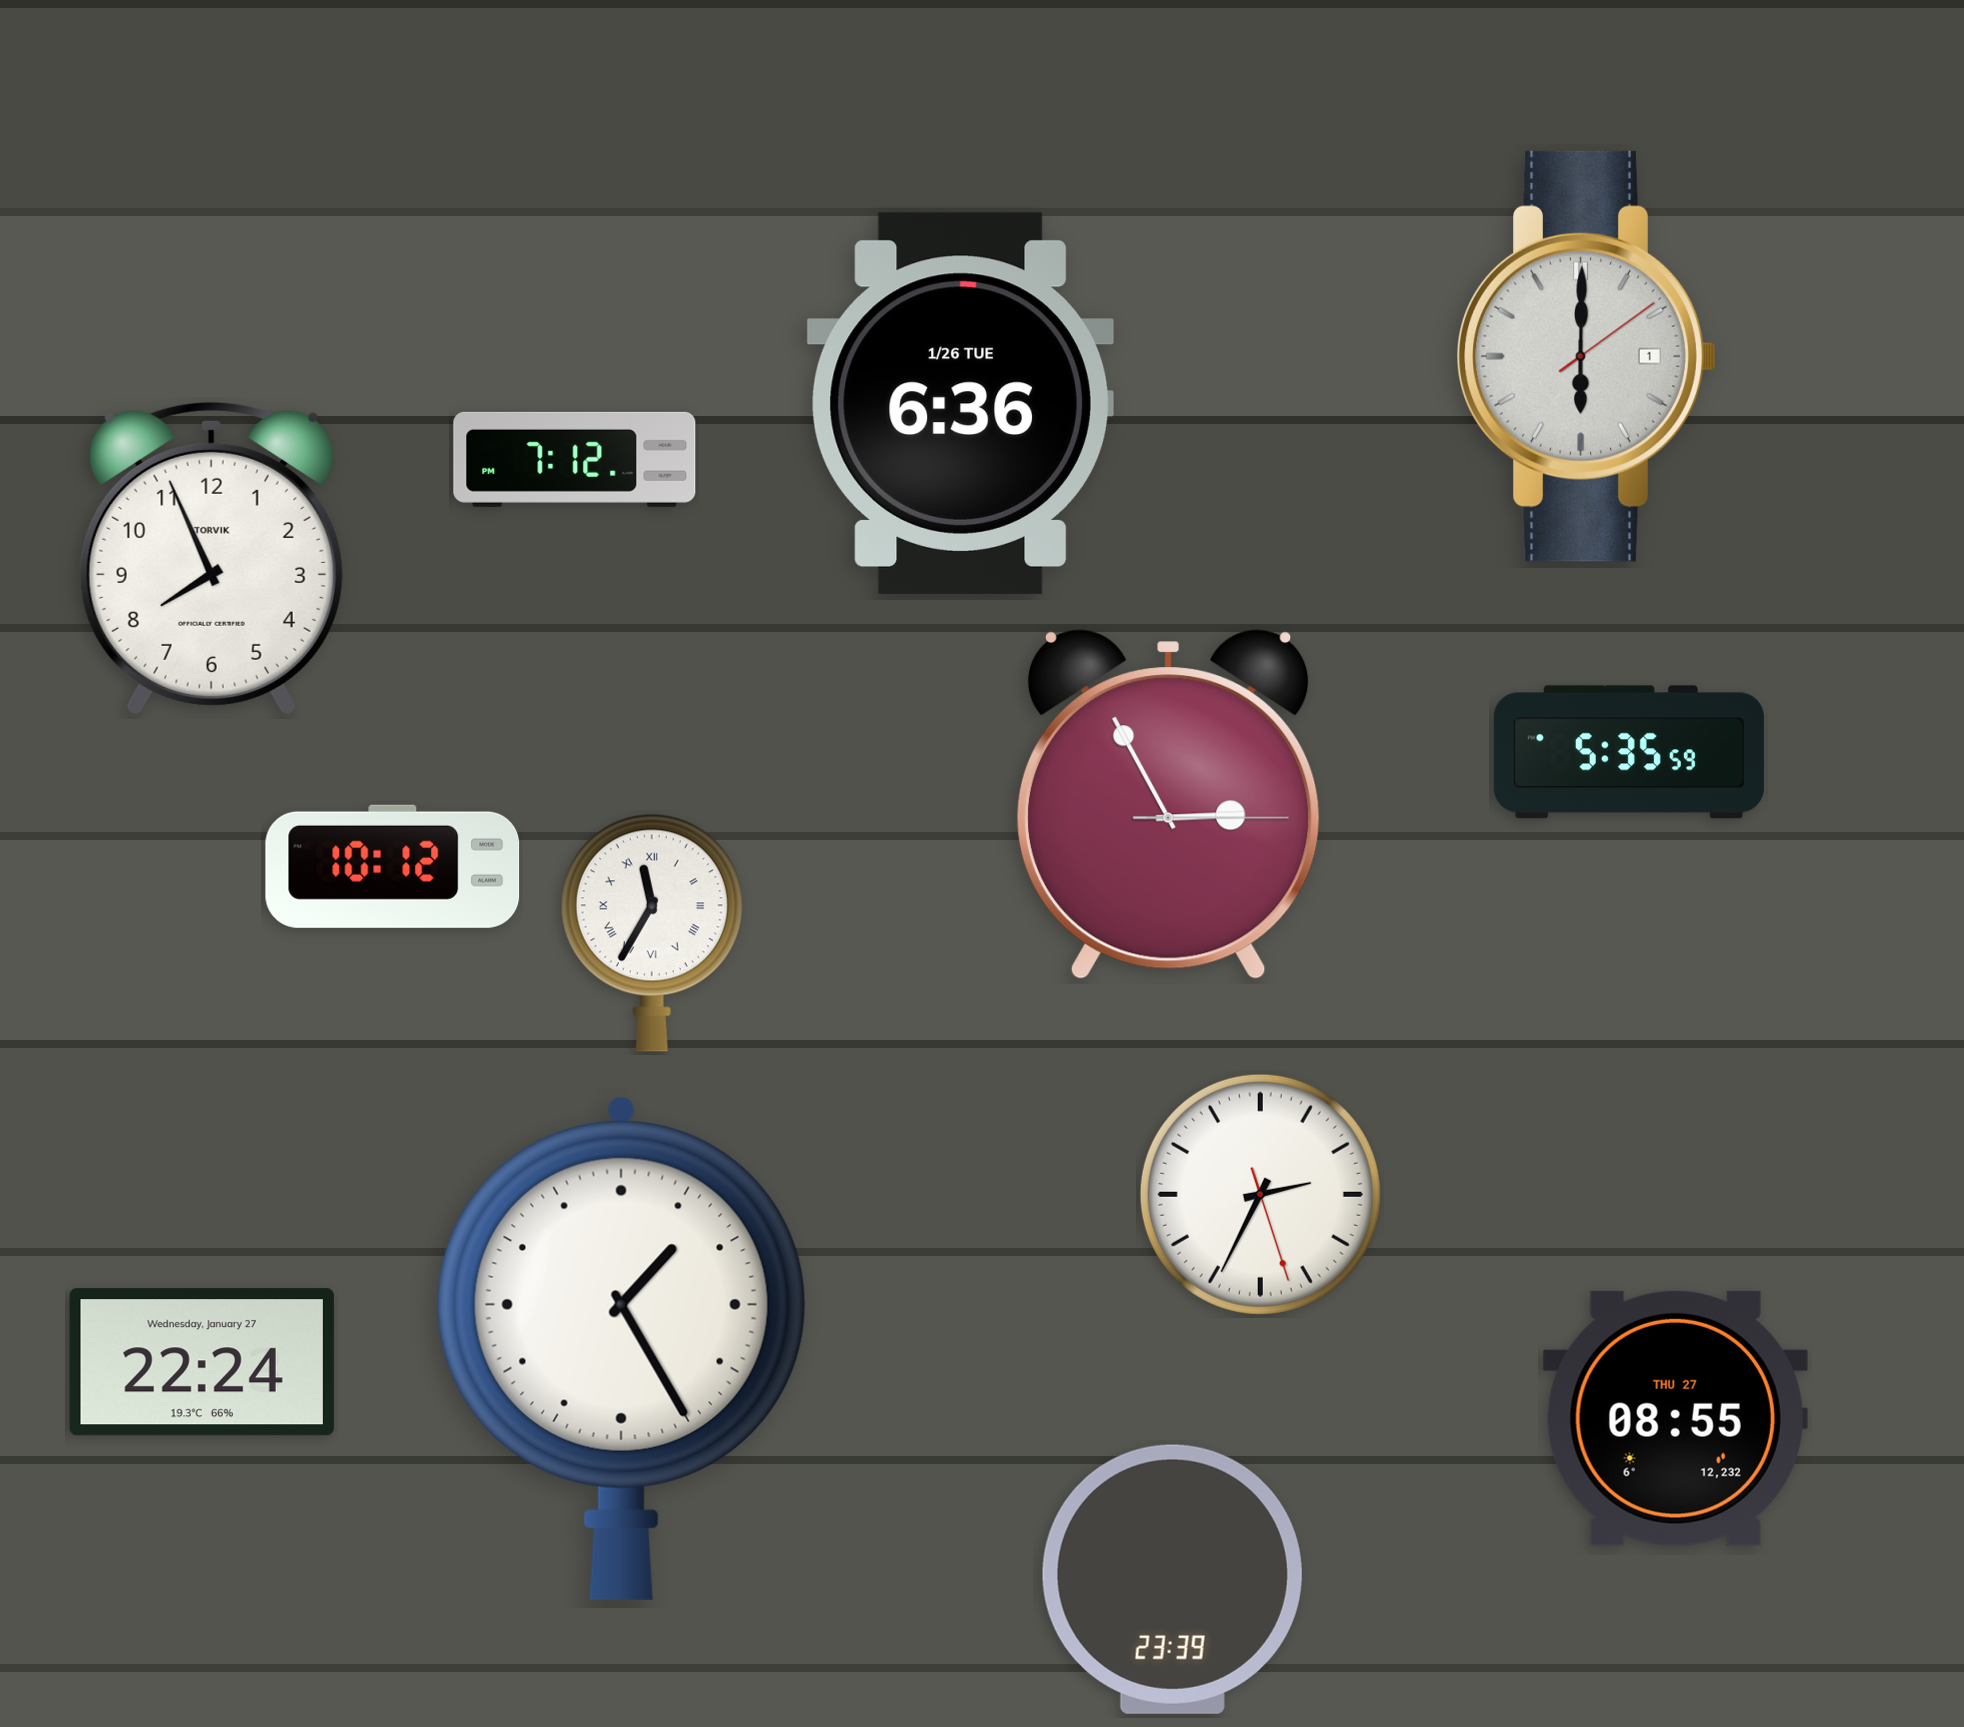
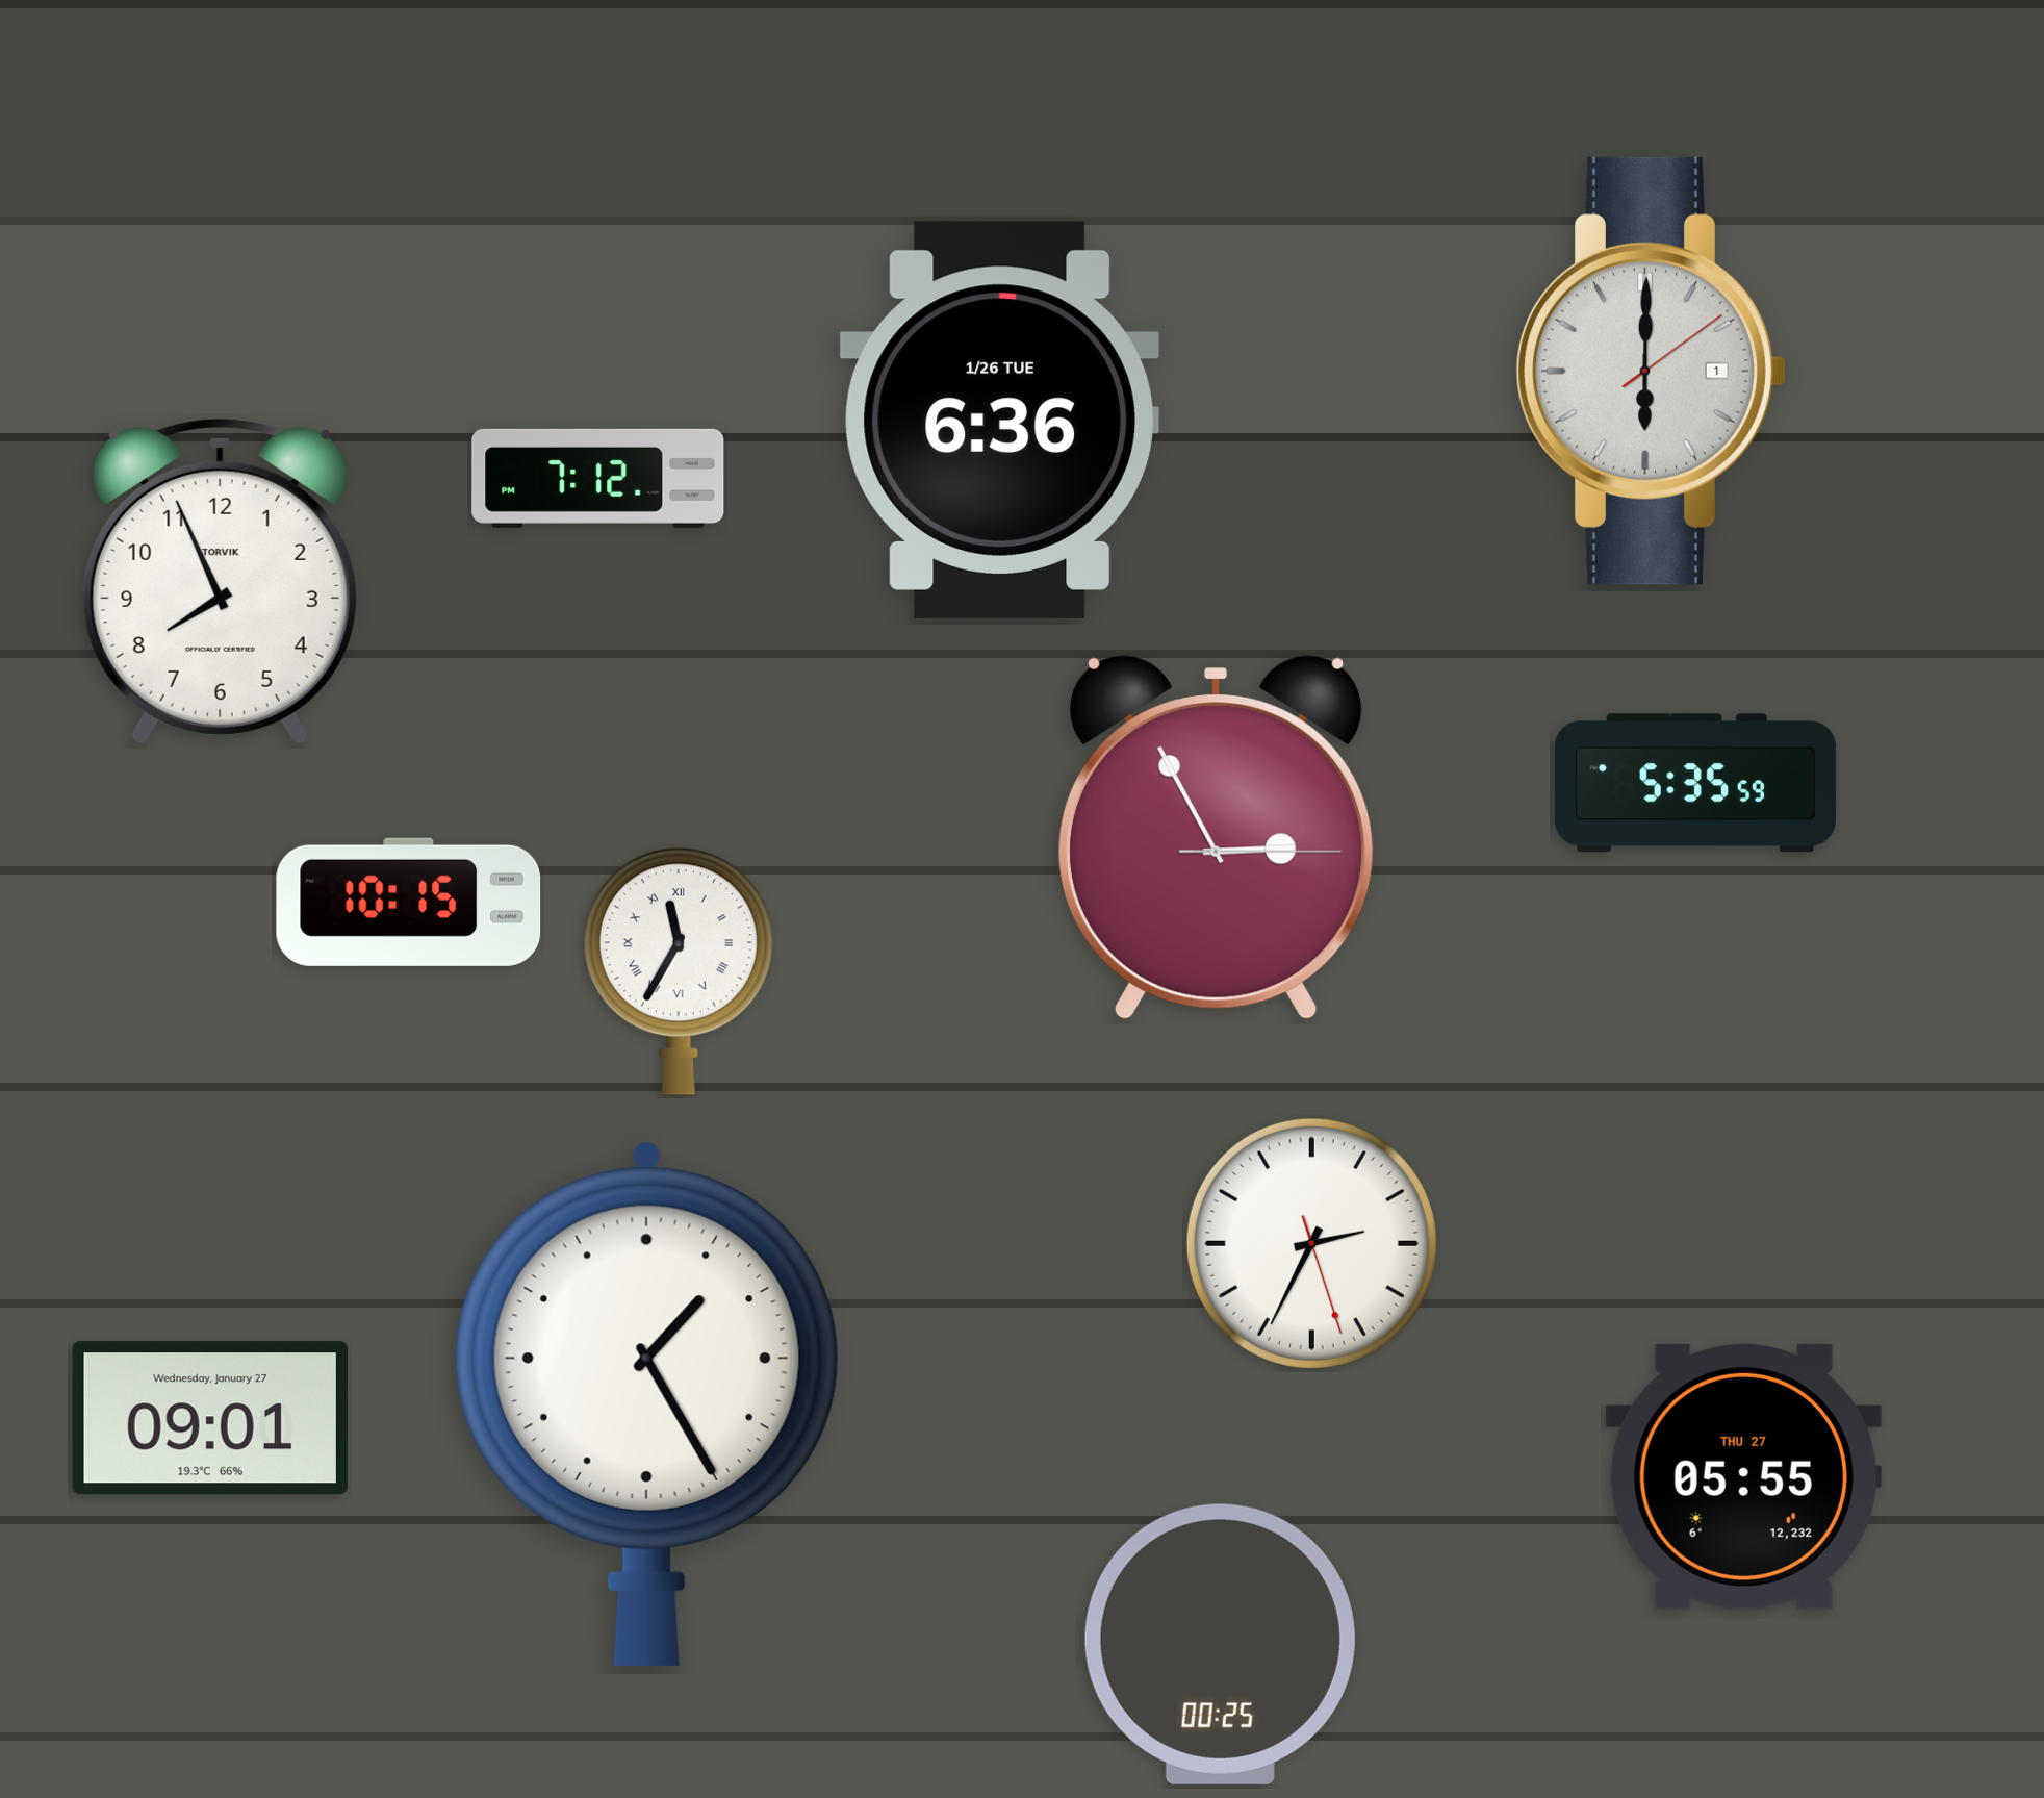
clock at (393, 866): 10:12 -> 10:15
clock at (202, 1362): 22:24 -> 09:01
clock at (1675, 1418): 08:55 -> 05:55
clock at (1172, 1579): 23:39 -> 00:25
